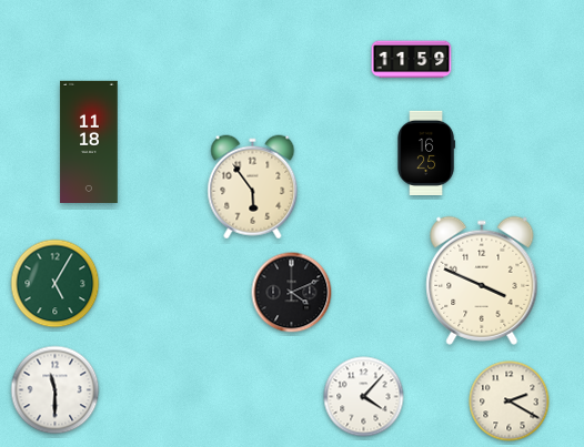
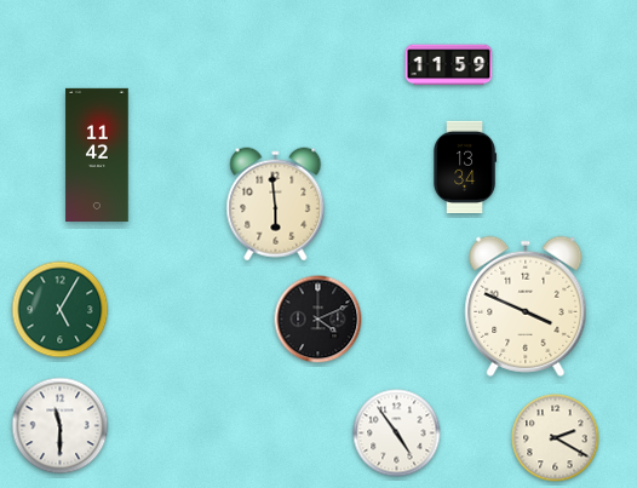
clock at (89, 141): 11:18 -> 11:42
clock at (425, 153): 16:25 -> 13:34
clock at (253, 187): 5:54 -> 5:59
clock at (364, 397): 4:07 -> 4:54
